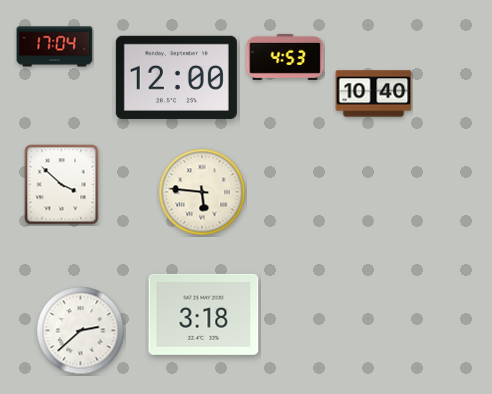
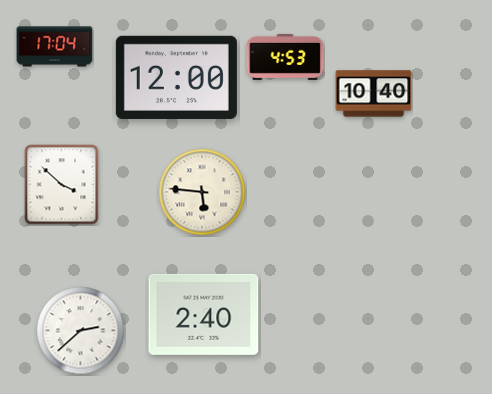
clock at (204, 314): 3:18 -> 2:40
